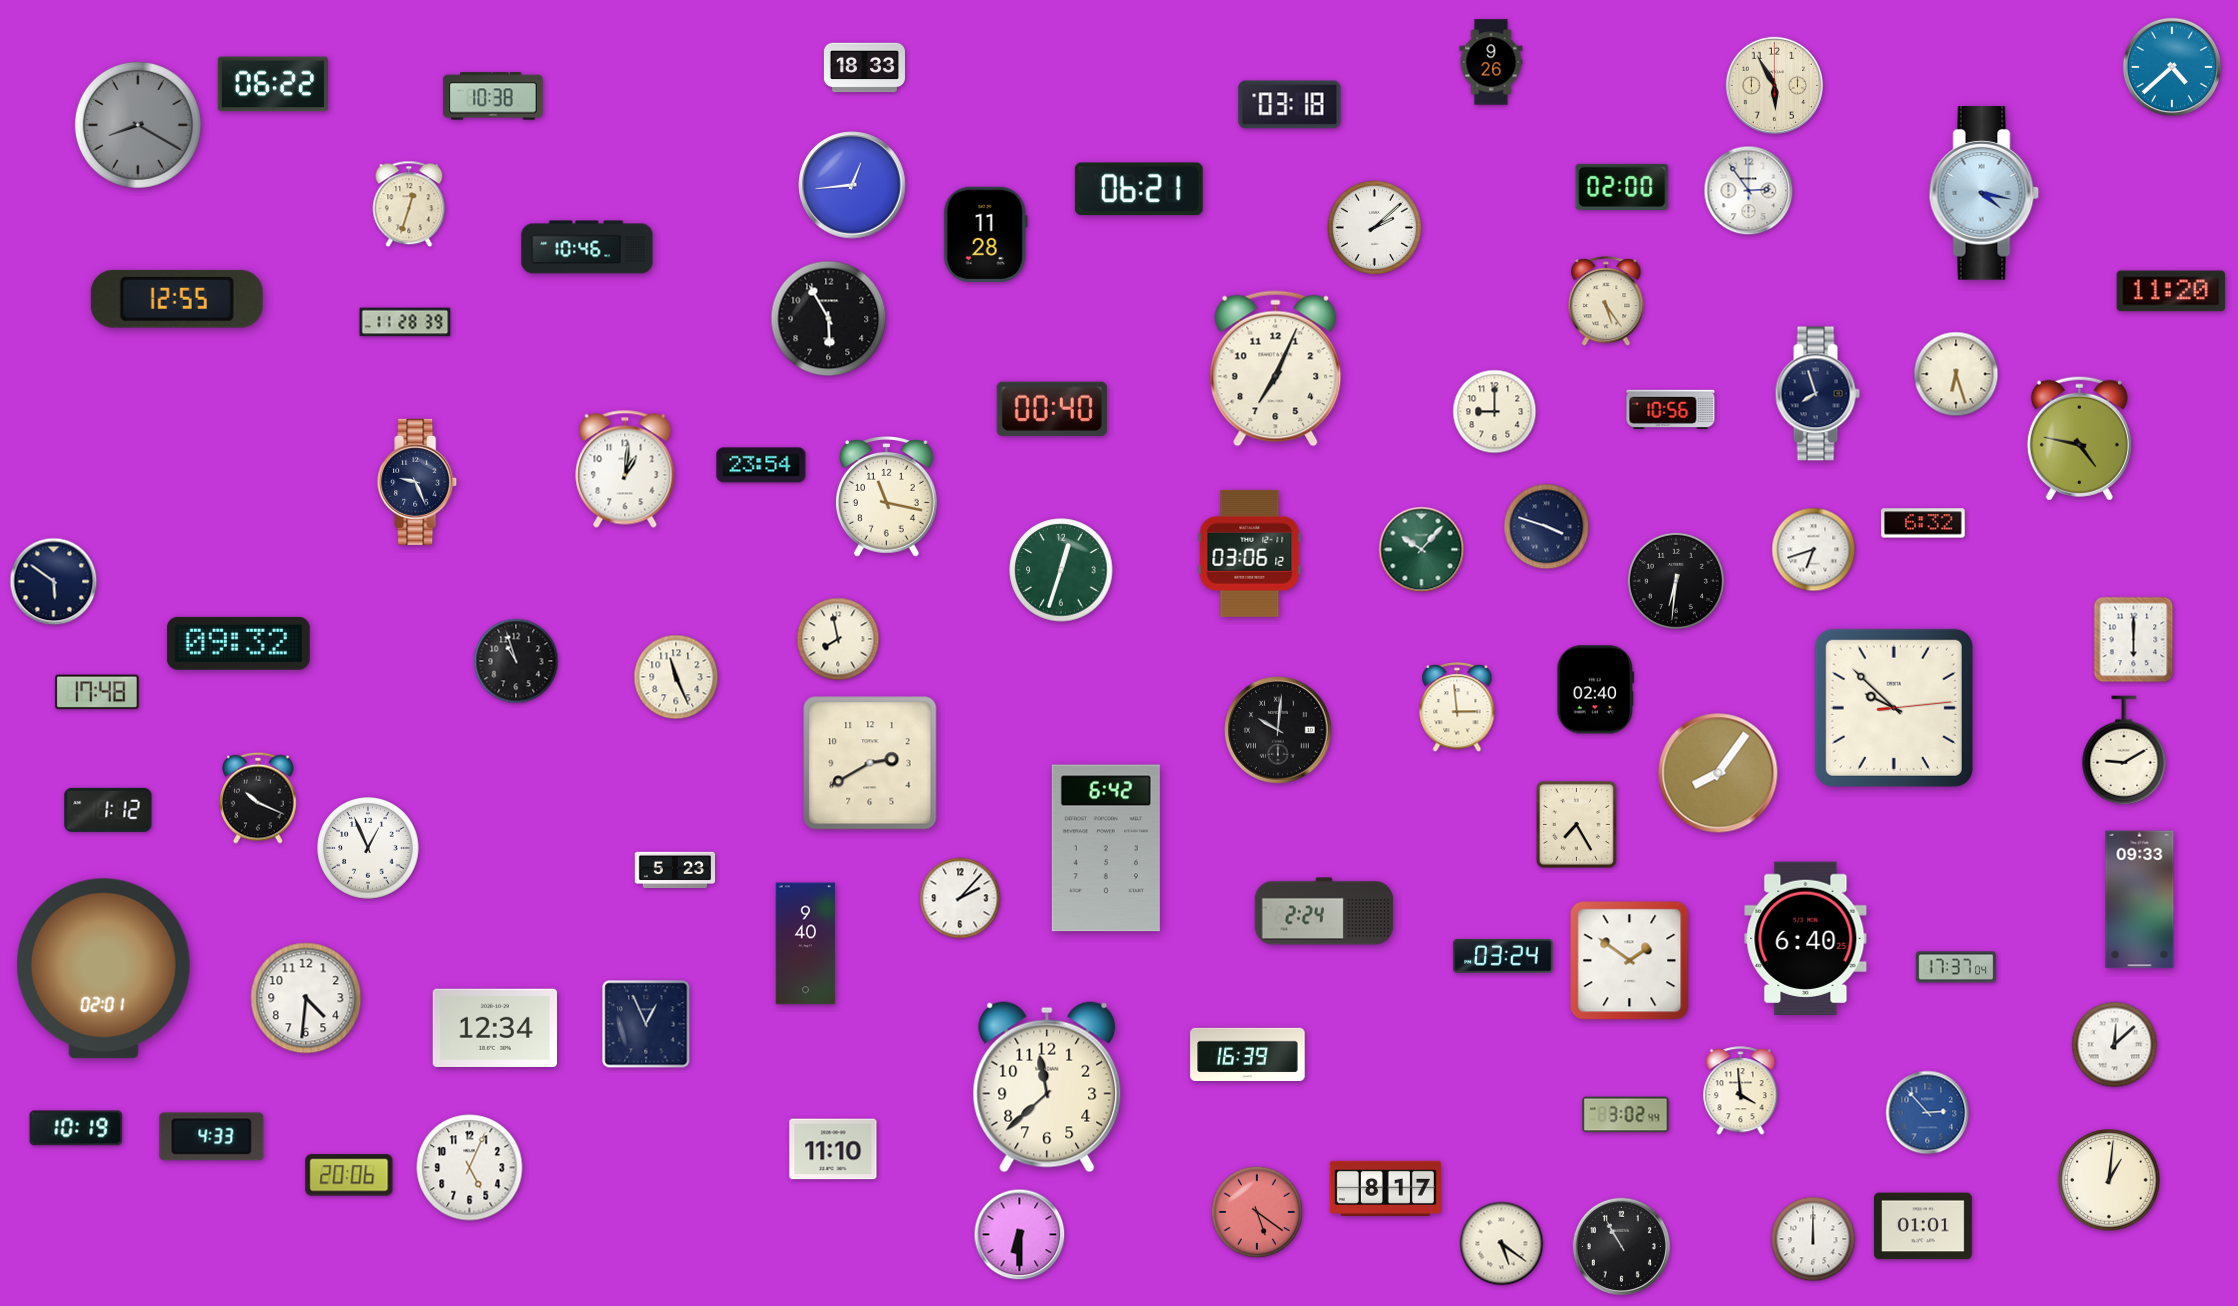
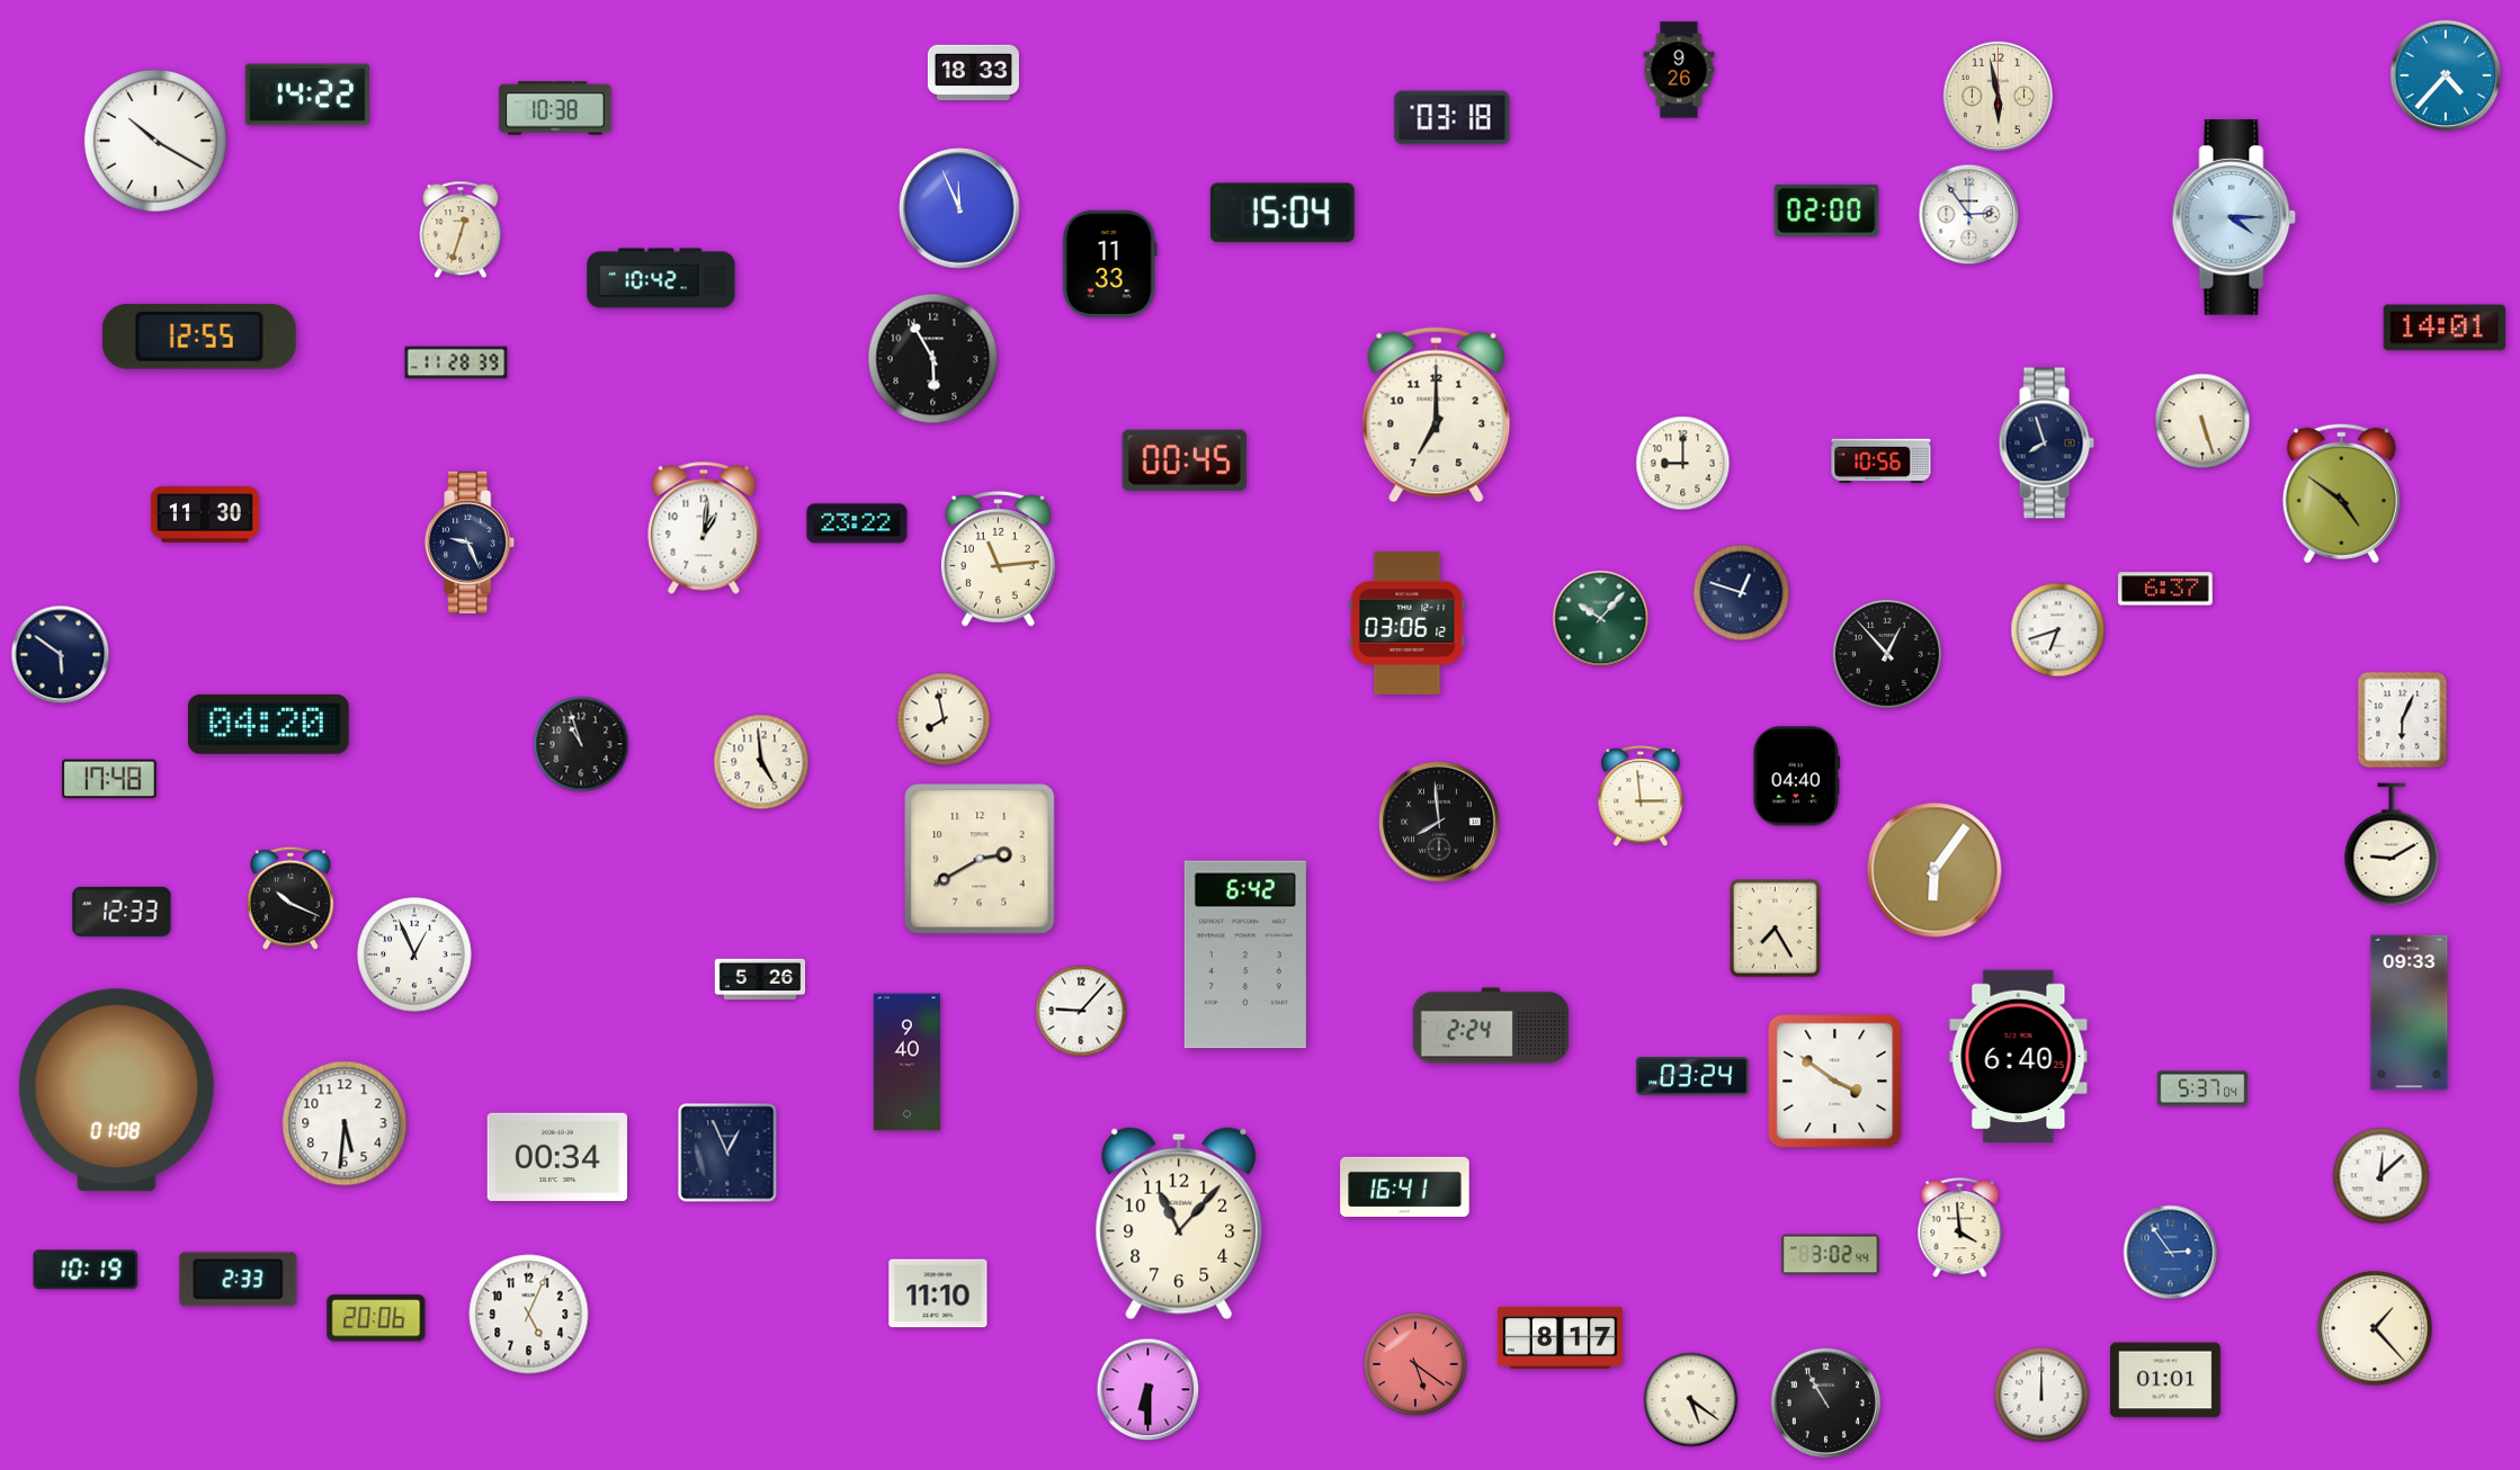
clock at (2172, 67): 4:38 -> 4:37
clock at (864, 68) position: (864, 68) -> (973, 73)
clock at (273, 84): 06:22 -> 14:22
clock at (1774, 85): 5:55 -> 5:58
clock at (138, 125): 8:20 -> 10:20
clock at (138, 125) dial: grey -> white
clock at (852, 185): 12:44 -> 11:56
clock at (1139, 189): 06:21 -> 15:04
clock at (1984, 193): 4:17 -> 4:15
clock at (1374, 228): 2:08 -> none
clock at (985, 234): 11:28 -> 11:33
clock at (587, 247): 10:46 -> 10:42
clock at (2171, 291): 11:20 -> 14:01
clock at (1606, 302): 5:24 -> none
clock at (1276, 369): 7:04 -> 7:00
clock at (1956, 374): 6:27 -> 5:27
clock at (1052, 409): 00:40 -> 00:45
clock at (2079, 438): 4:47 -> 4:51
clock at (205, 514): none -> 11:30
clock at (761, 465): 23:54 -> 23:22
clock at (886, 497): 11:17 -> 11:14
clock at (1923, 523): 6:32 -> 6:37
clock at (1547, 527): 3:48 -> 12:48
clock at (1814, 550) position: (1814, 550) -> (2058, 630)
clock at (1061, 570): 12:33 -> none
clock at (1676, 581): 6:31 -> 12:53
clock at (2134, 640): 6:00 -> 6:04
clock at (238, 643): 09:32 -> 04:20
clock at (676, 677): 11:26 -> 4:59
clock at (1596, 690): 02:40 -> 04:40
clock at (1894, 708): 9:52 -> none
clock at (1278, 730): 10:01 -> 7:59
clock at (1718, 773): 8:06 -> 6:06
clock at (108, 810): 1:12 -> 12:33
clock at (675, 870): 5:23 -> 5:26
clock at (960, 898): 2:07 -> 9:07
clock at (1806, 938) position: (1806, 938) -> (2019, 1056)
clock at (1630, 961): 1:51 -> 3:51
clock at (1956, 967): 17:37 -> 5:37
clock at (103, 969): 02:01 -> 01:08
clock at (306, 998): 4:31 -> 5:31
clock at (495, 1027): 12:34 -> 00:34
clock at (1248, 1054): 16:39 -> 16:41
clock at (1047, 1087): 11:38 -> 11:07
clock at (1928, 1113): 2:53 -> 2:54
clock at (212, 1137): 4:33 -> 2:33
clock at (349, 1175) position: (349, 1175) -> (376, 1318)
clock at (2109, 1180): 1:01 -> 1:23
